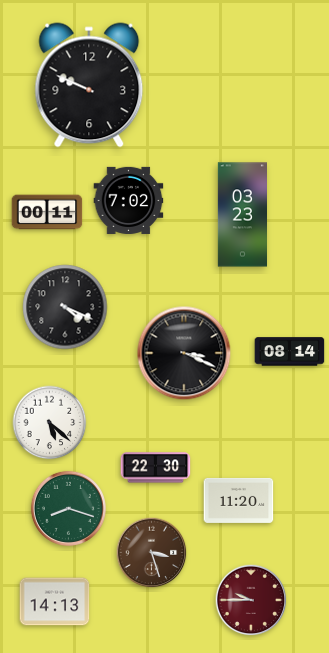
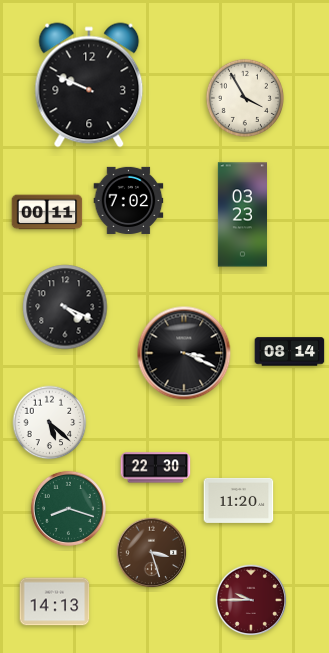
clock at (245, 98): none -> 3:55
